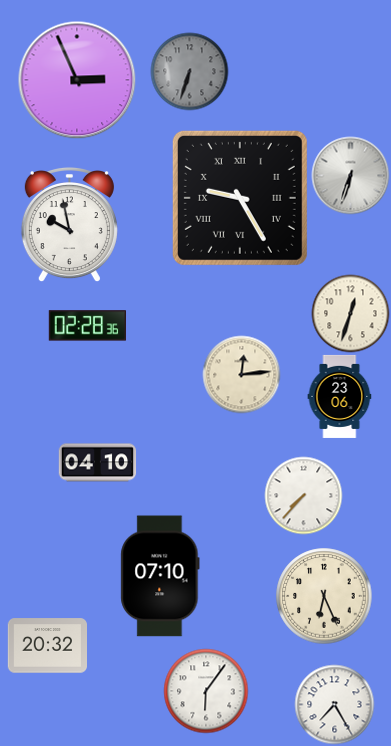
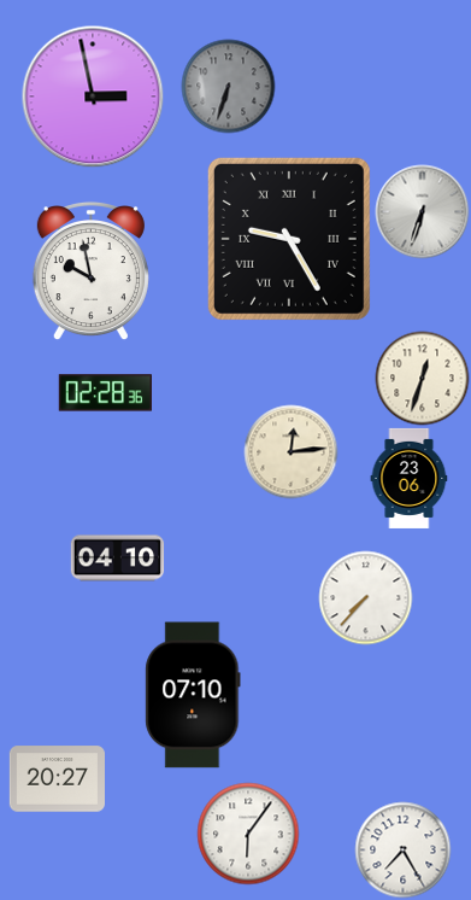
clock at (77, 80): 2:56 -> 2:58
clock at (69, 224) position: (69, 224) -> (90, 270)
clock at (324, 596): 6:26 -> none
clock at (47, 646): 20:32 -> 20:27
